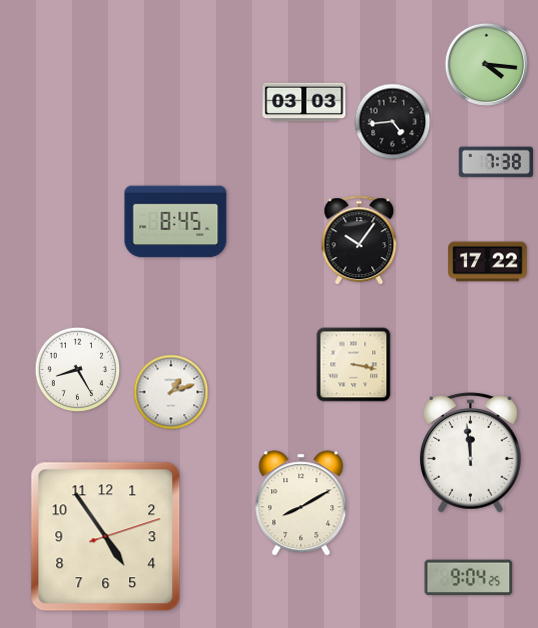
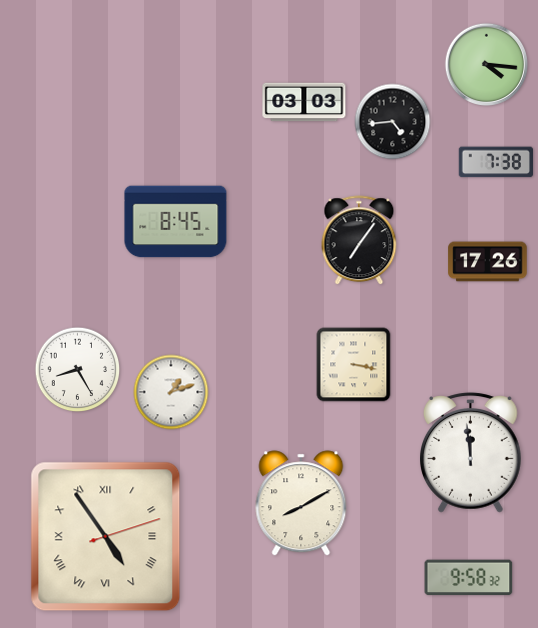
clock at (359, 241): 10:06 -> 7:06
clock at (488, 262): 17:22 -> 17:26
clock at (106, 537) numerals: Arabic -> Roman
clock at (469, 578): 9:04 -> 9:58
